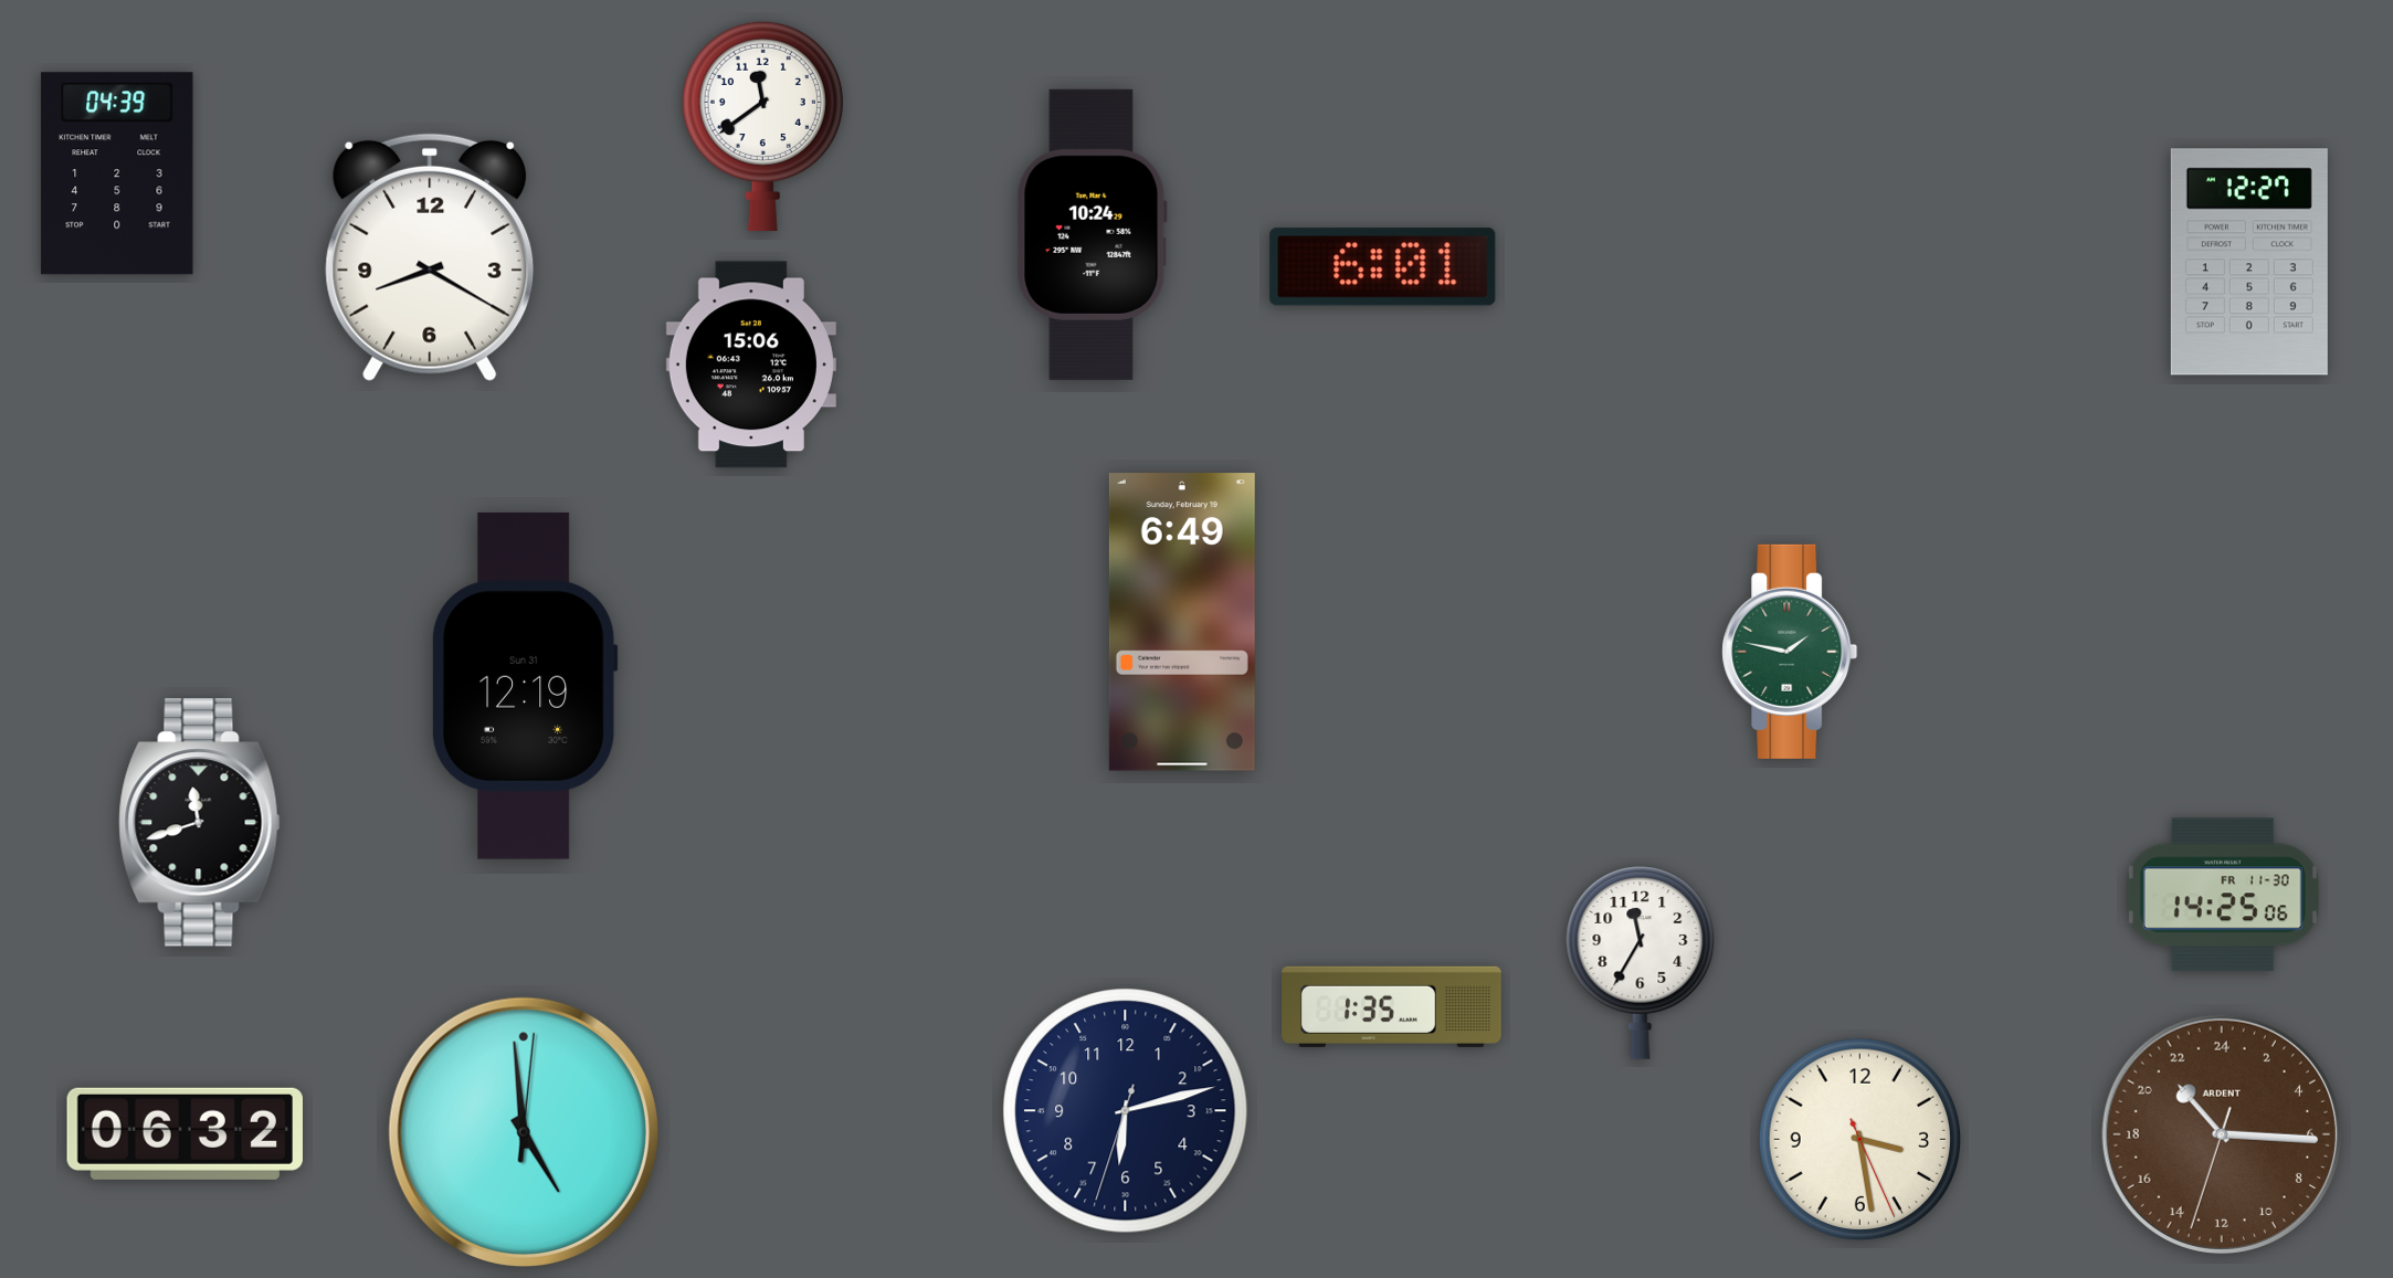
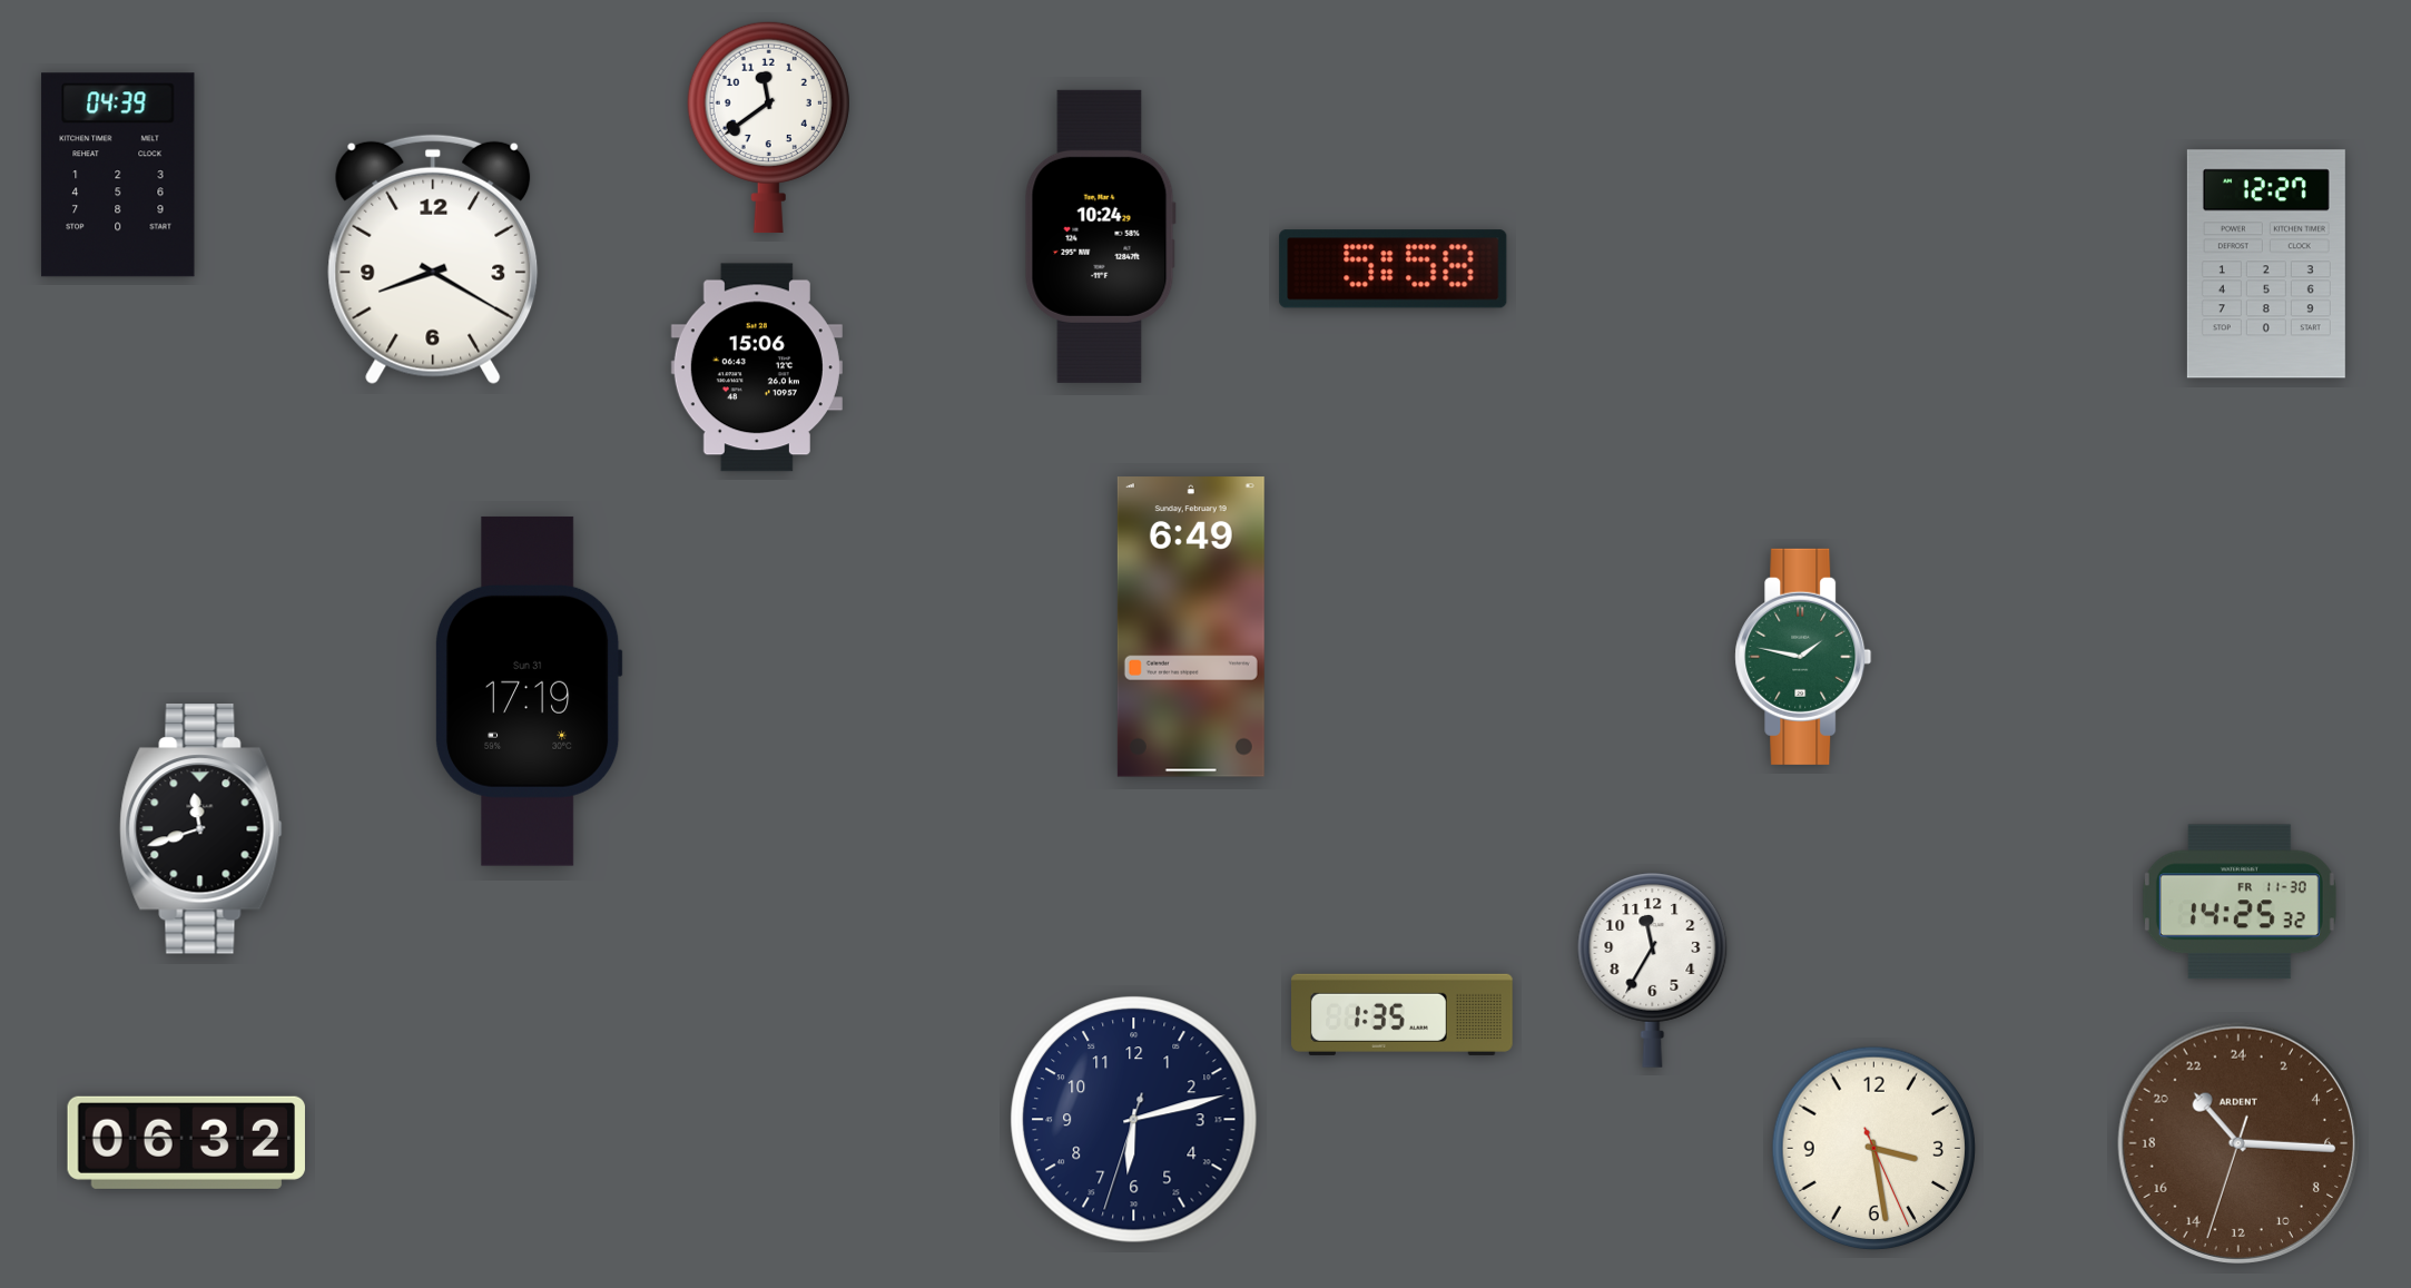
clock at (1383, 267): 6:01 -> 5:58
clock at (525, 686): 12:19 -> 17:19
clock at (2223, 895): 14:25:06 -> 14:25:32
clock at (524, 1132): 4:59 -> none
